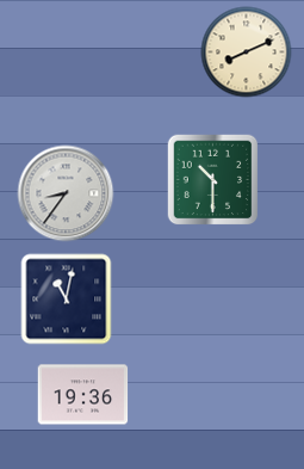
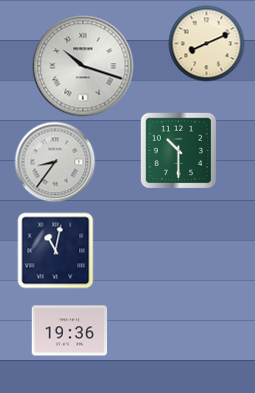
clock at (83, 66): none -> 10:18
